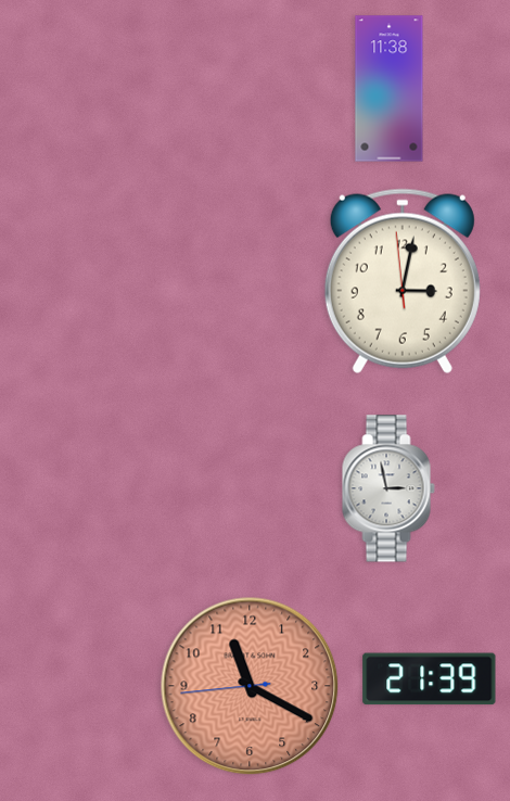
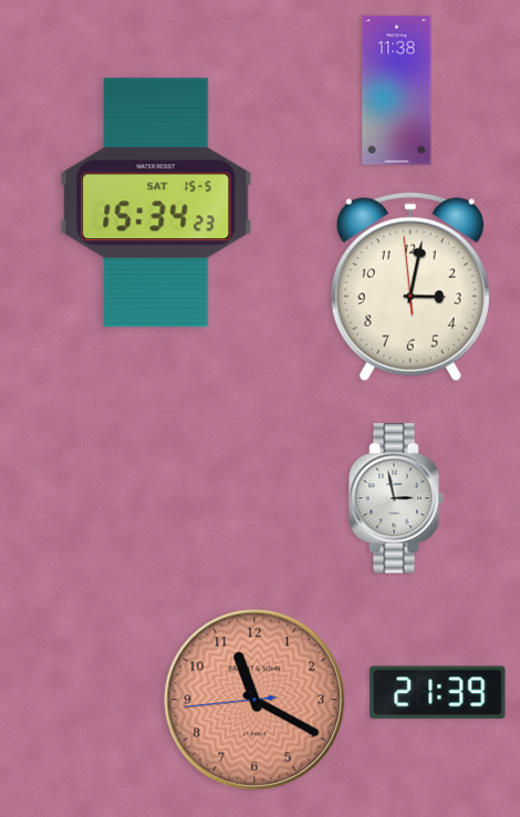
clock at (156, 203): none -> 15:34
